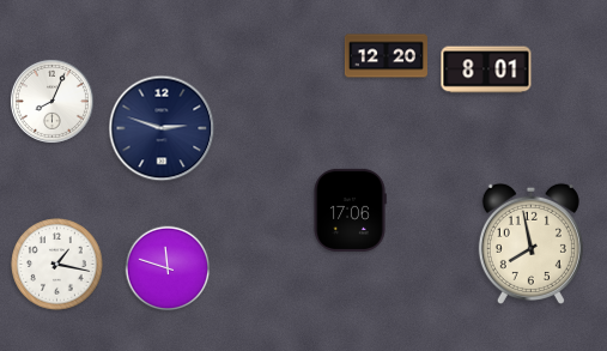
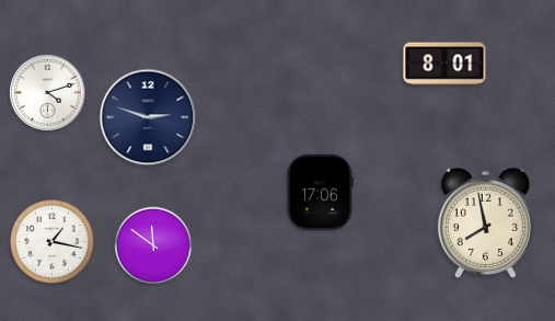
clock at (386, 56): 12:20 -> none
clock at (51, 101): 8:04 -> 4:12
clock at (168, 268): 11:48 -> 11:51
